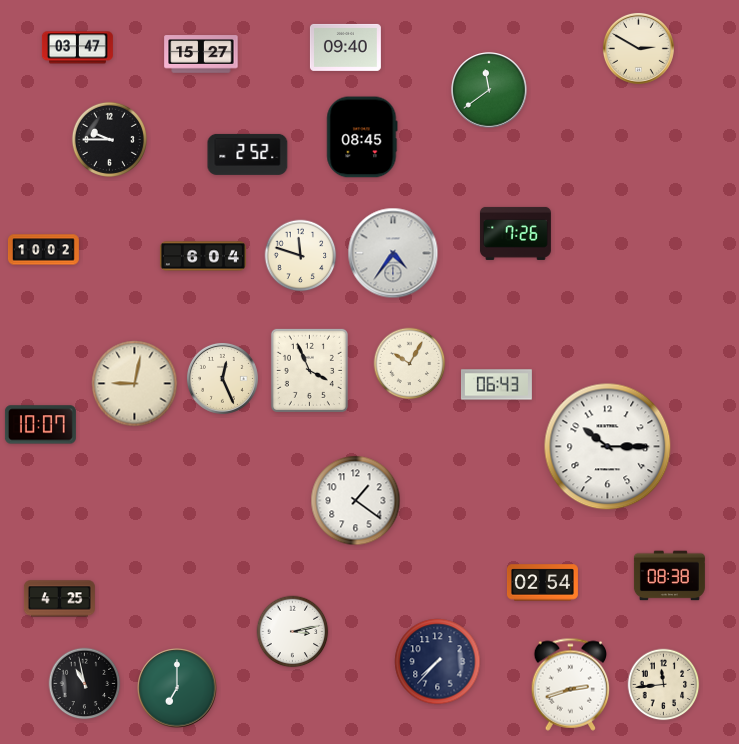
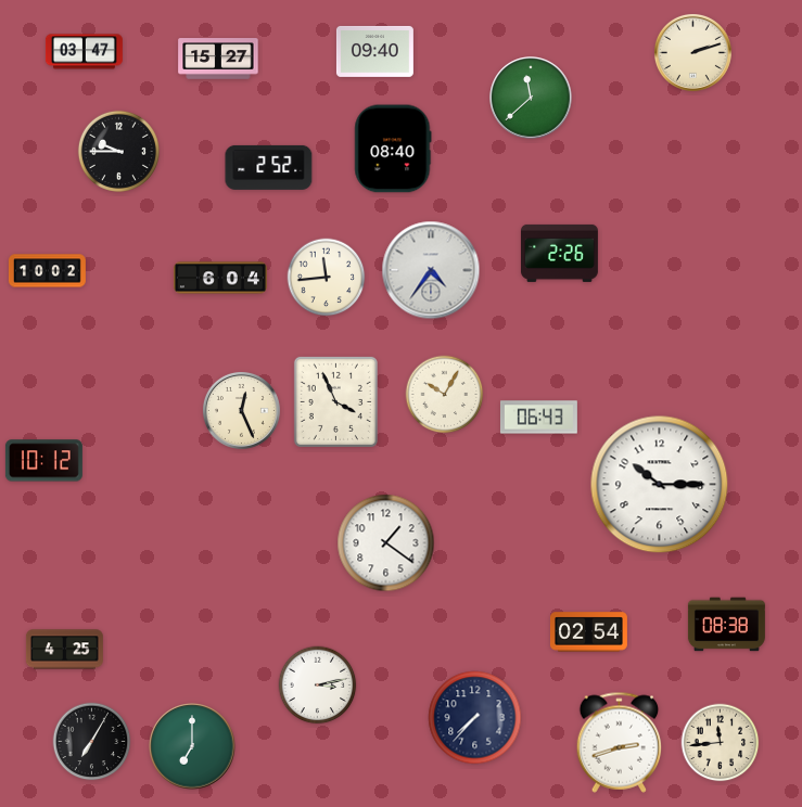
clock at (638, 48): 2:50 -> 2:12
clock at (489, 90): 11:39 -> 11:38
clock at (362, 137): 08:45 -> 08:40
clock at (515, 233): 7:26 -> 2:26
clock at (393, 253) position: (393, 253) -> (431, 270)
clock at (301, 256): 11:48 -> 11:44
clock at (135, 384): 9:02 -> none
clock at (40, 425): 10:07 -> 10:12
clock at (85, 684): 10:58 -> 7:05
